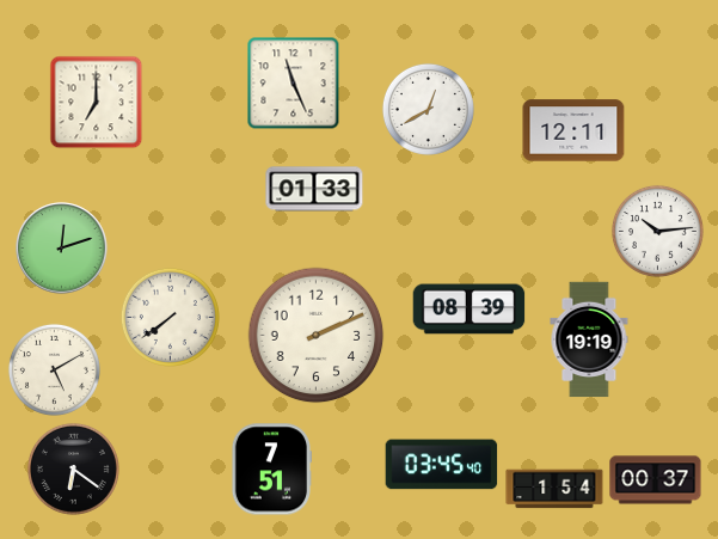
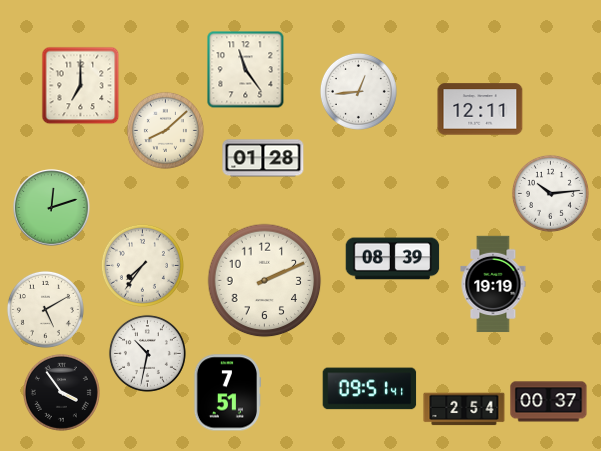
clock at (293, 82): 11:26 -> 11:24
clock at (428, 109): 12:40 -> 12:44
clock at (165, 130): none -> 8:08
clock at (314, 189): 01:33 -> 01:28
clock at (170, 317): 7:39 -> 7:36
clock at (147, 353): none -> 10:32
clock at (442, 465): 03:45 -> 09:51
clock at (73, 468): 6:21 -> 3:54
clock at (554, 489): 1:54 -> 2:54
